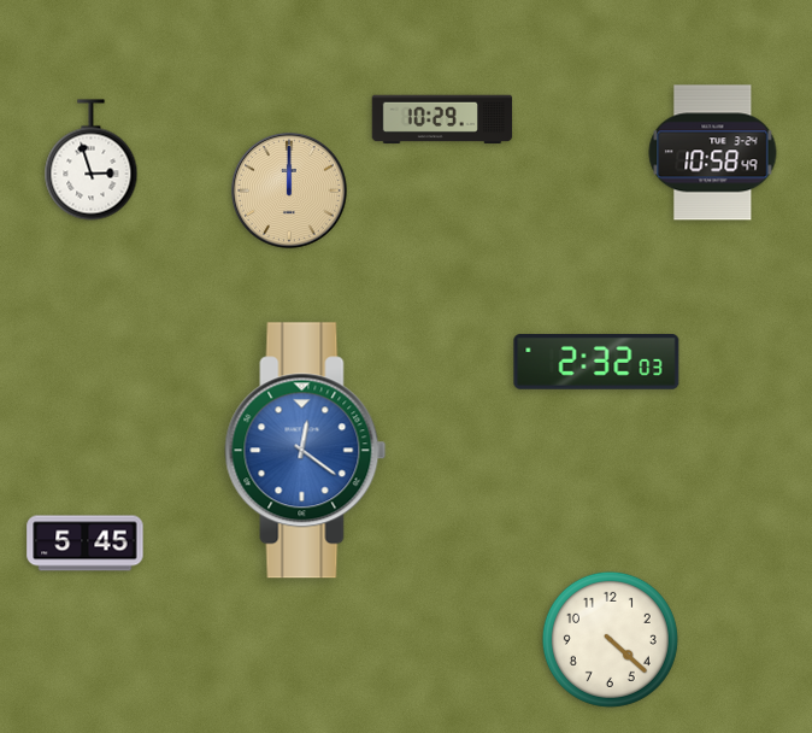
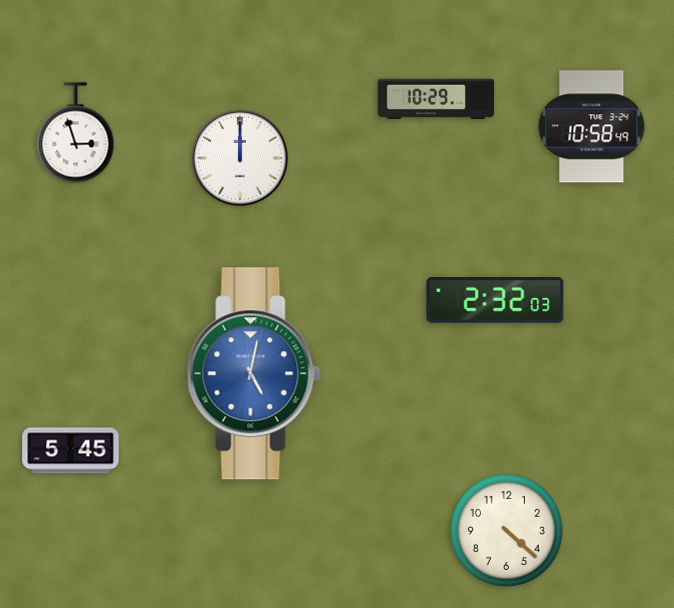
clock at (442, 119) position: (442, 119) -> (436, 99)
clock at (289, 190) dial: champagne -> white
clock at (306, 451): 12:21 -> 5:02
